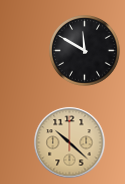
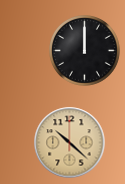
clock at (85, 51): 11:50 -> 12:00
